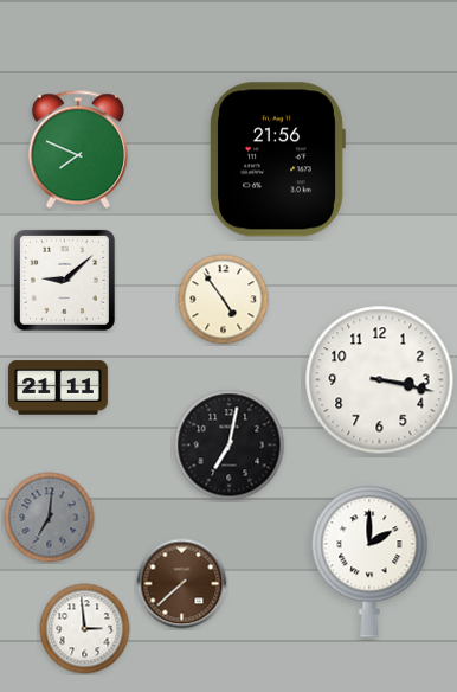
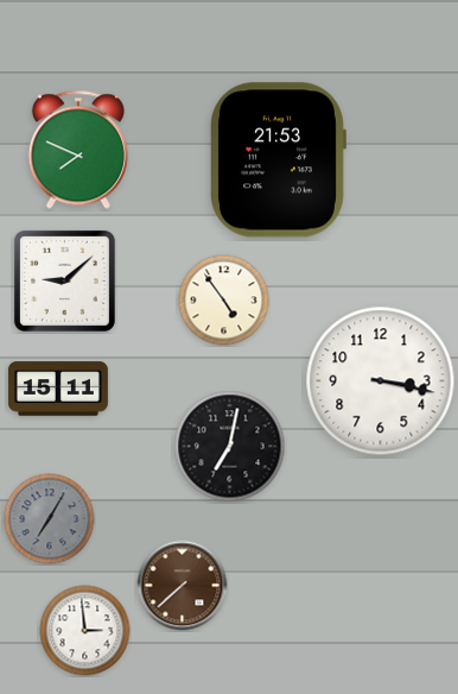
clock at (277, 160): 21:56 -> 21:53
clock at (58, 387): 21:11 -> 15:11
clock at (50, 518): 7:01 -> 7:05
clock at (369, 562): 2:00 -> none
